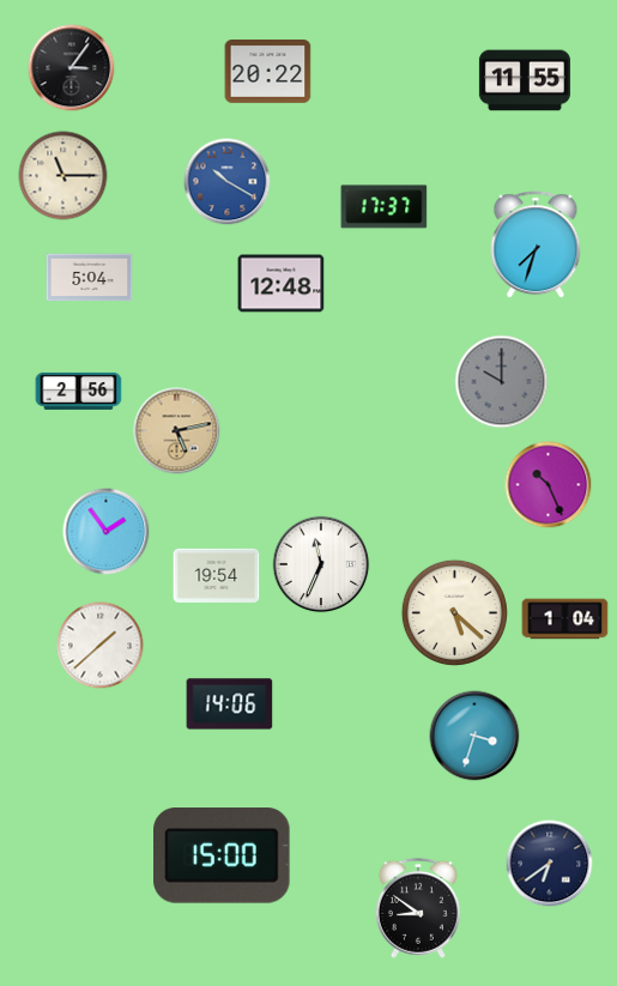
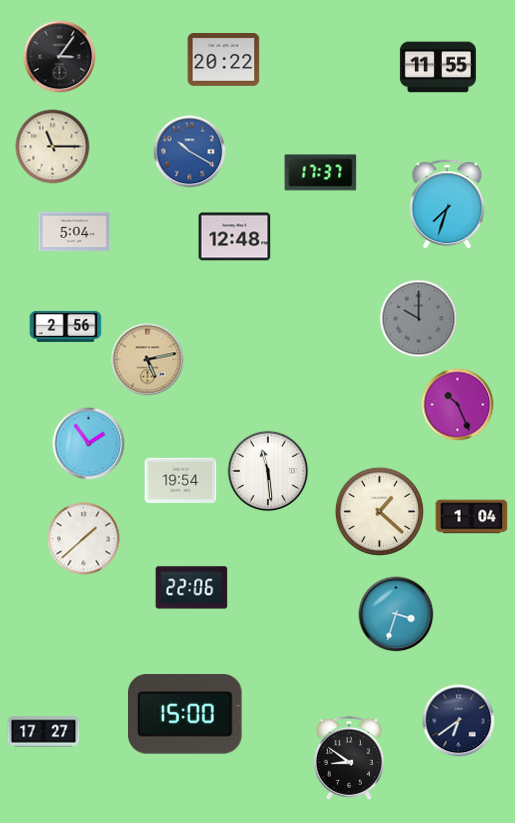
clock at (321, 564): 11:34 -> 11:29
clock at (454, 612): 5:22 -> 1:22
clock at (230, 704): 14:06 -> 22:06
clock at (44, 732): none -> 17:27
